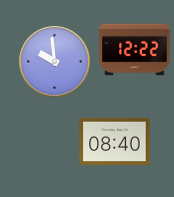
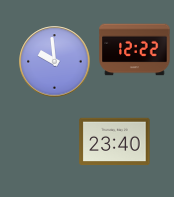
clock at (115, 142): 08:40 -> 23:40
